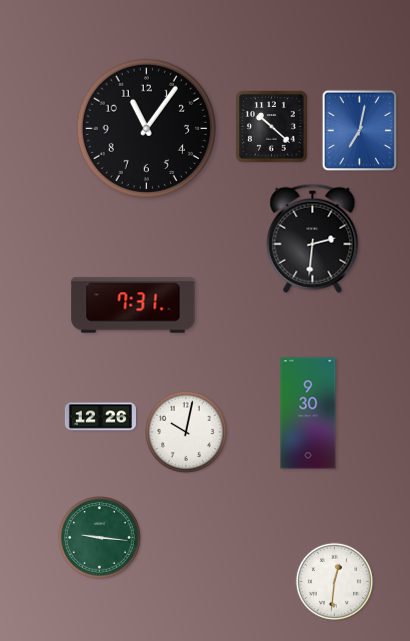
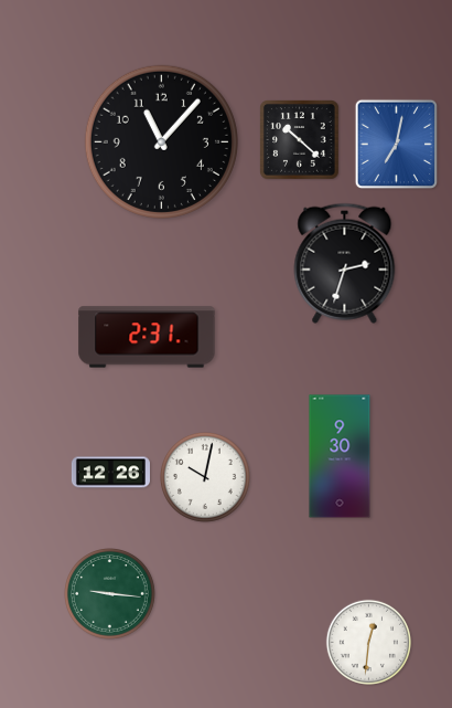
clock at (146, 128): 11:06 -> 11:07
clock at (313, 238): 2:31 -> 2:33
clock at (133, 305): 7:31 -> 2:31
clock at (100, 417) position: (100, 417) -> (110, 473)
